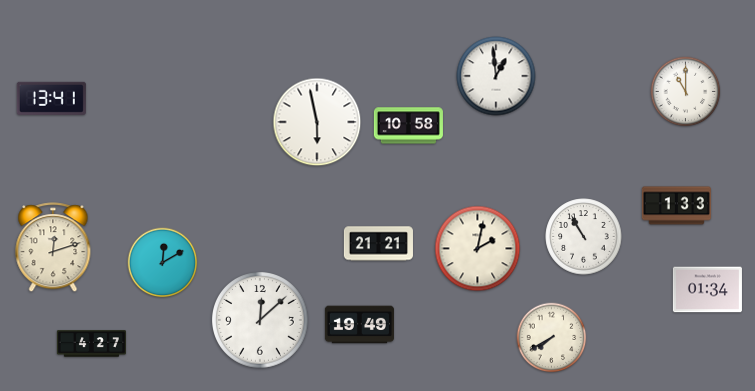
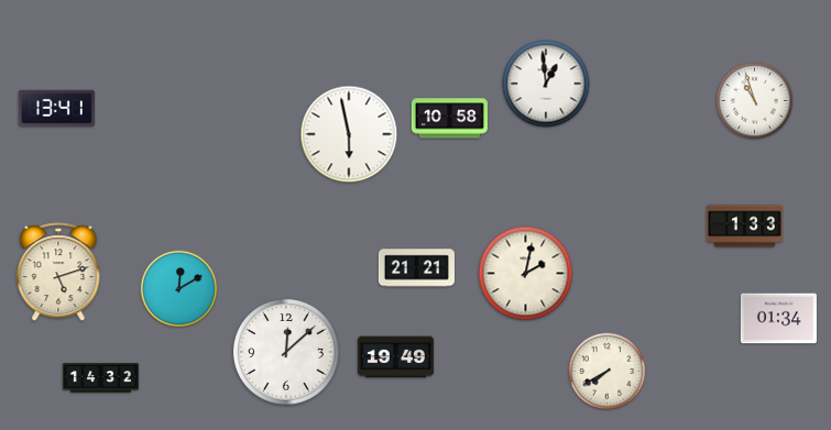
clock at (686, 92): 11:00 -> 10:57
clock at (408, 126) position: (408, 126) -> (449, 119)
clock at (584, 237): 10:55 -> none
clock at (53, 248): 12:12 -> 5:12
clock at (91, 344): 4:27 -> 14:32
